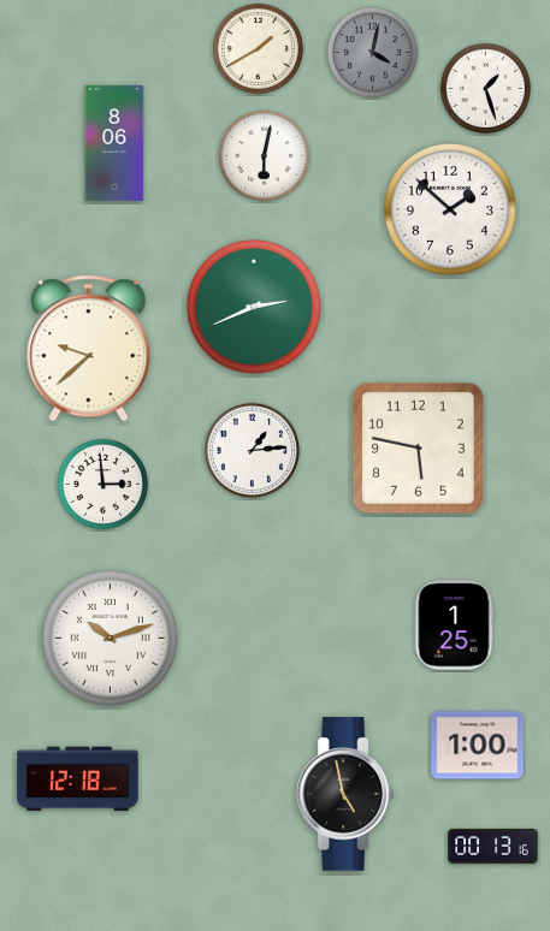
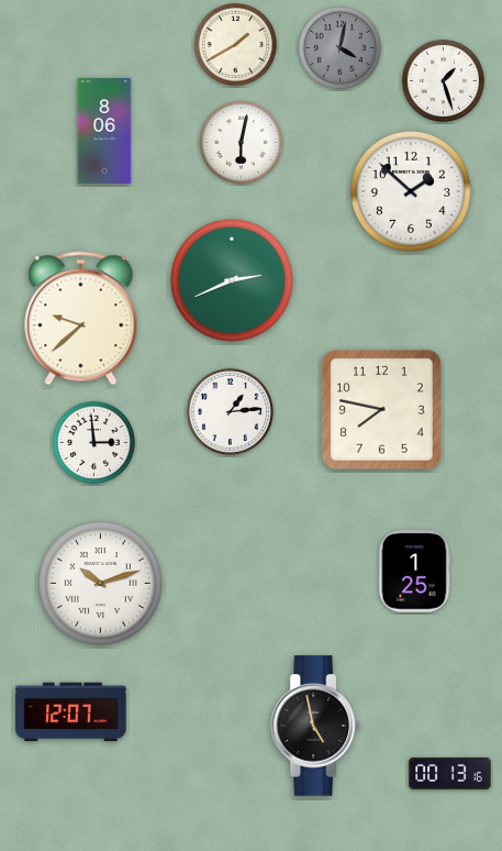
clock at (419, 449): 5:47 -> 7:47
clock at (478, 746): 1:00 -> none
clock at (78, 779): 12:18 -> 12:07
